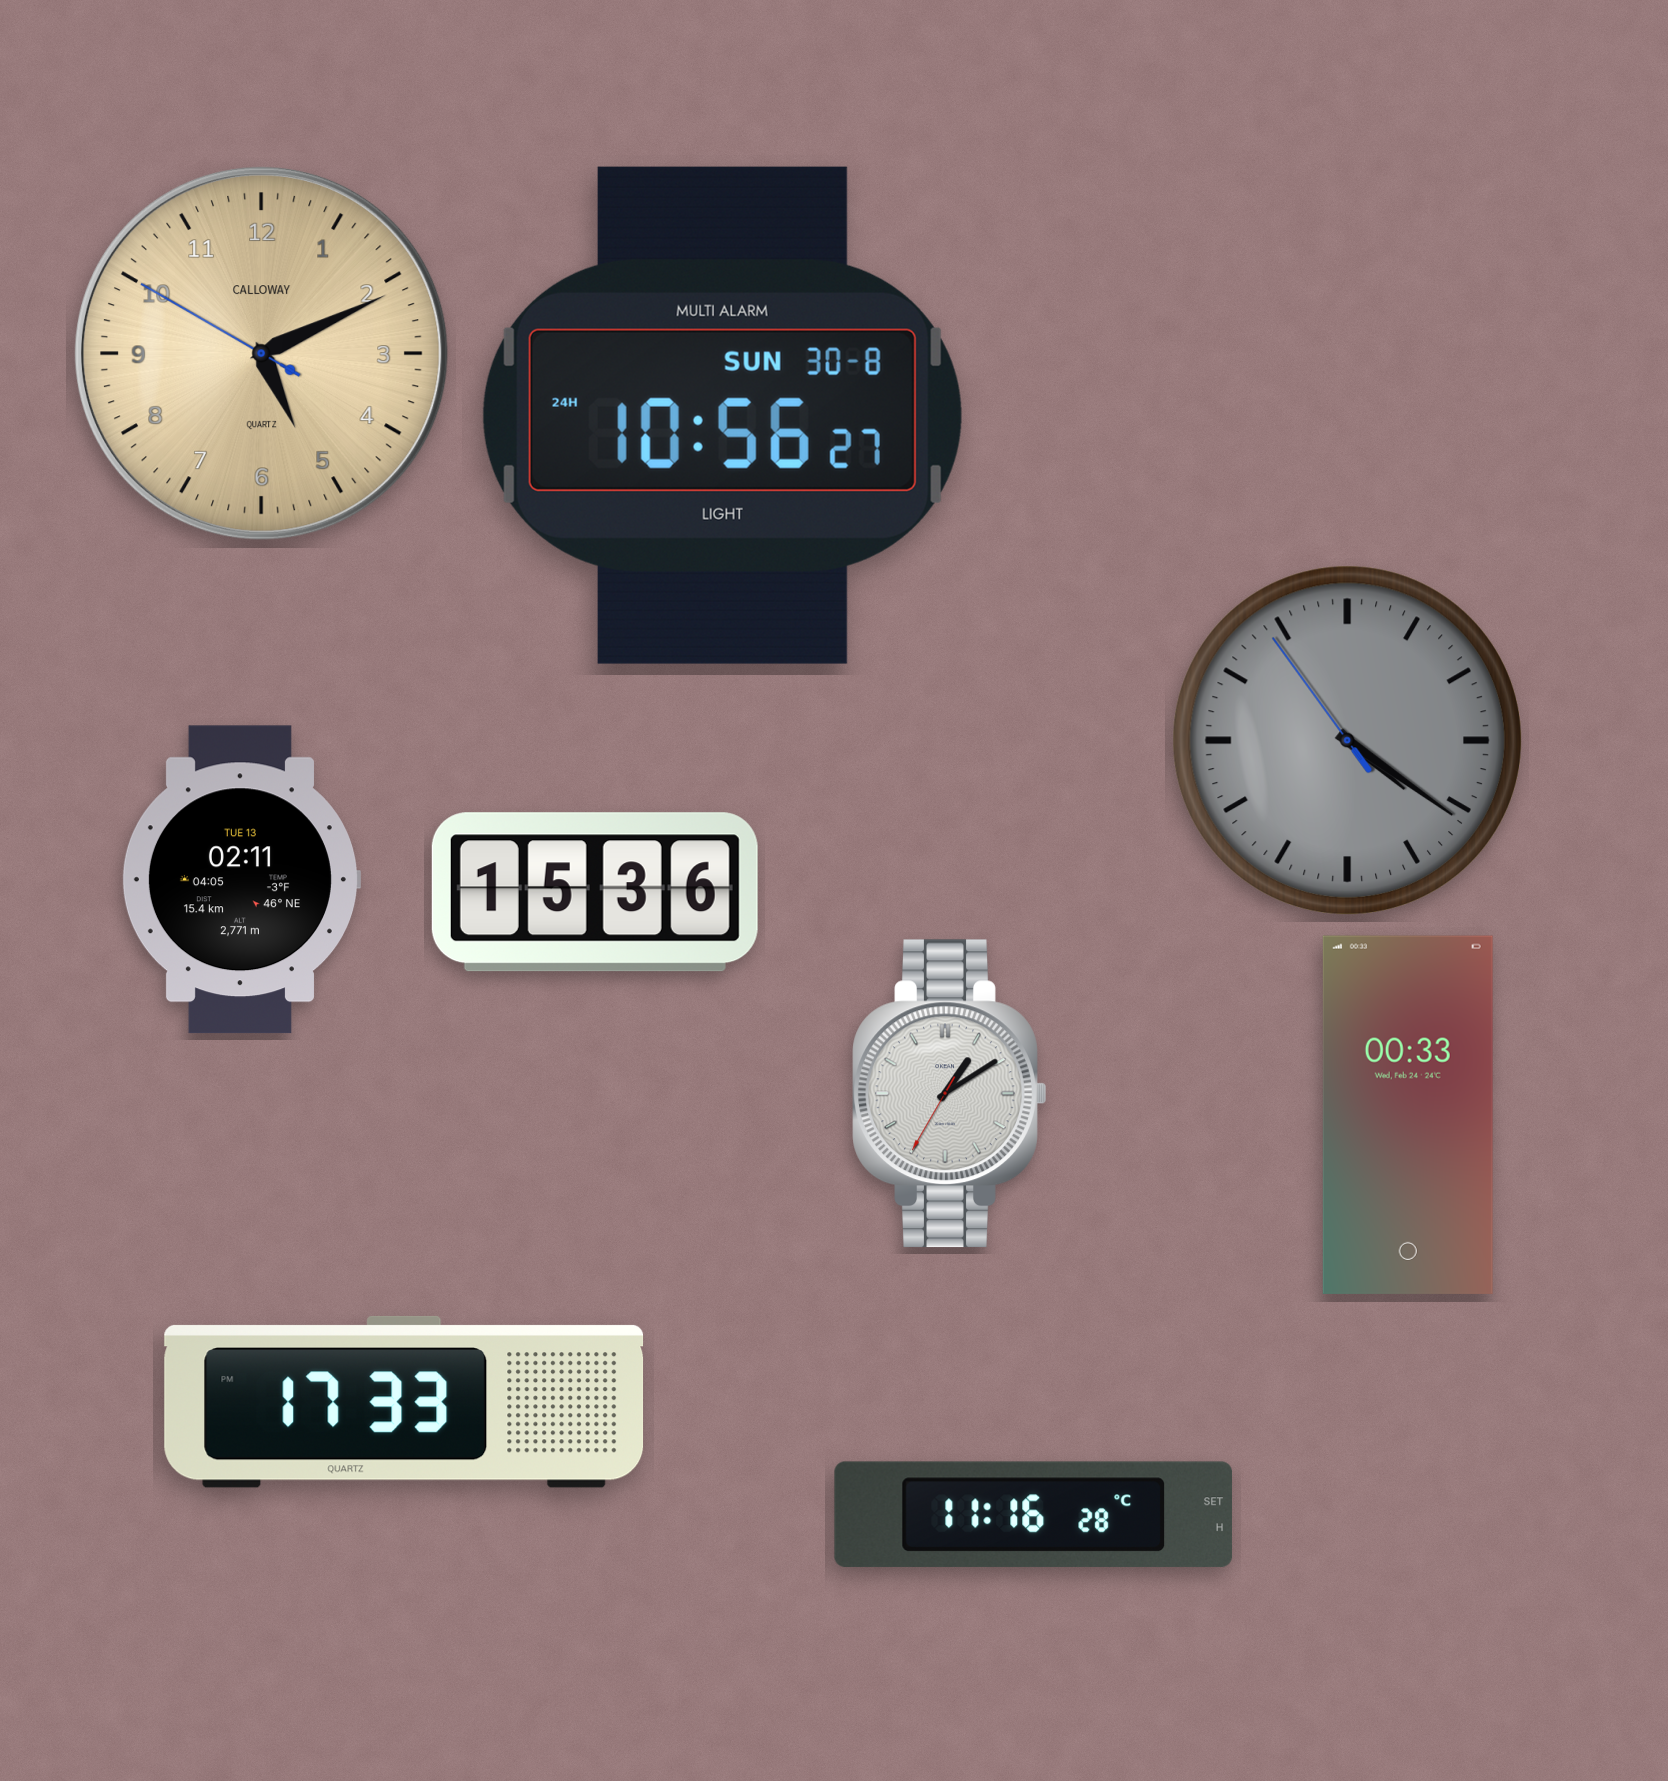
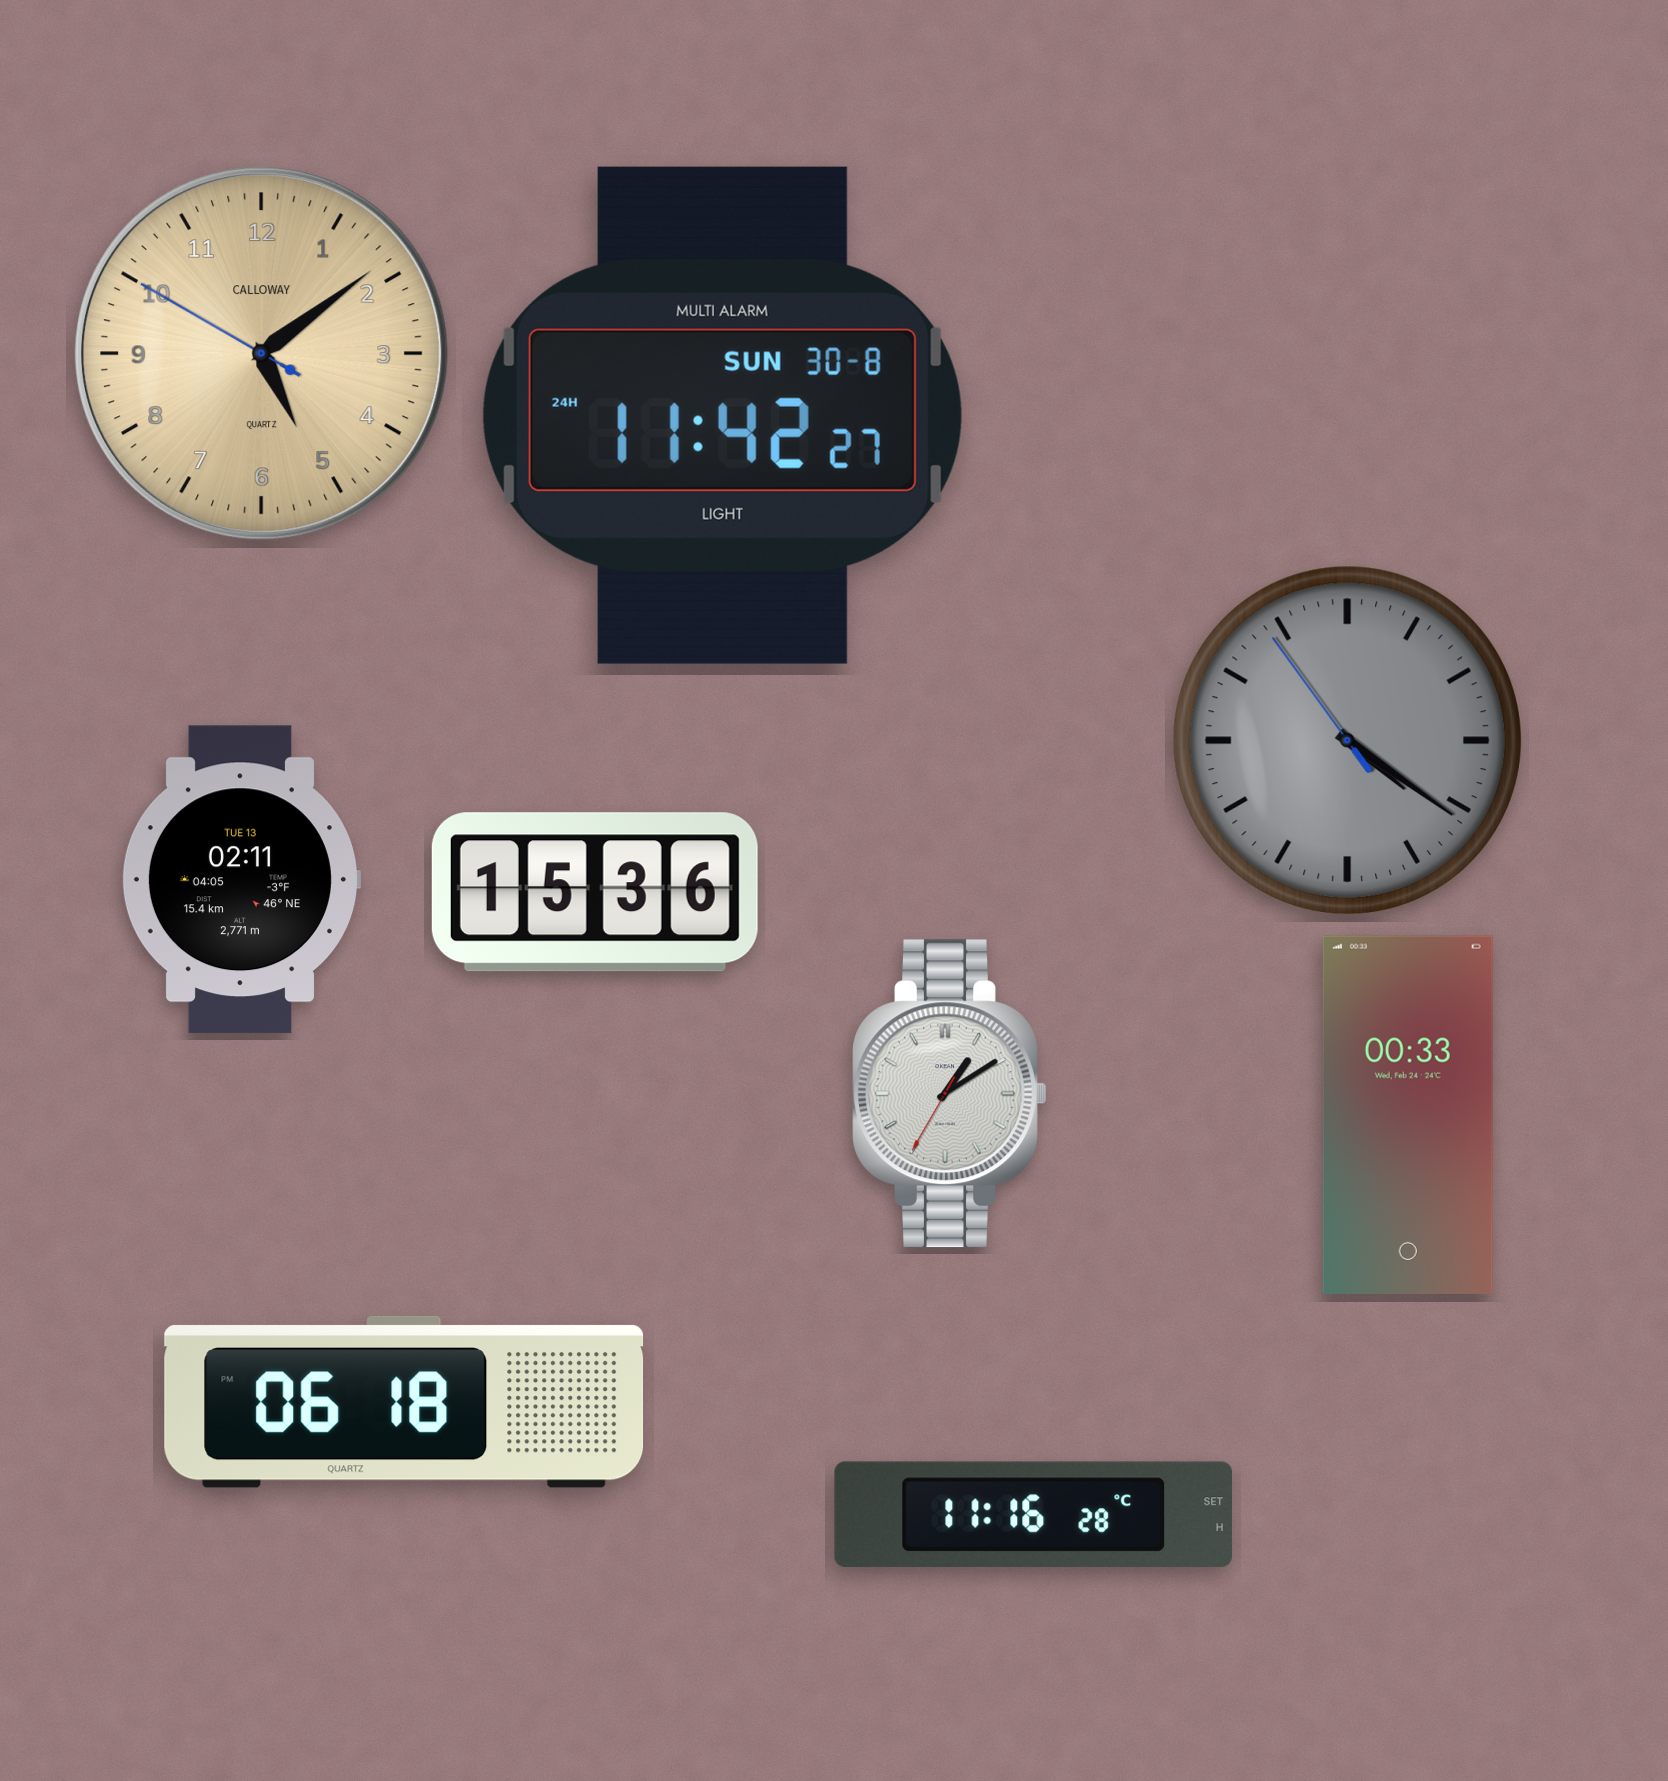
clock at (261, 353): 5:10 -> 5:08
clock at (722, 415): 10:56 -> 11:42
clock at (404, 1402): 17:33 -> 06:18
